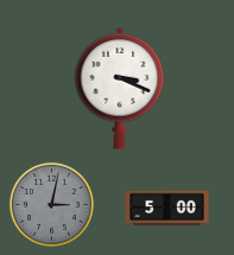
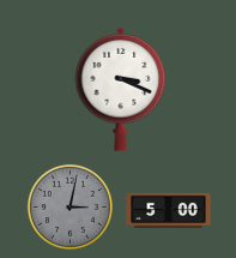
clock at (51, 204) position: (51, 204) -> (69, 206)
